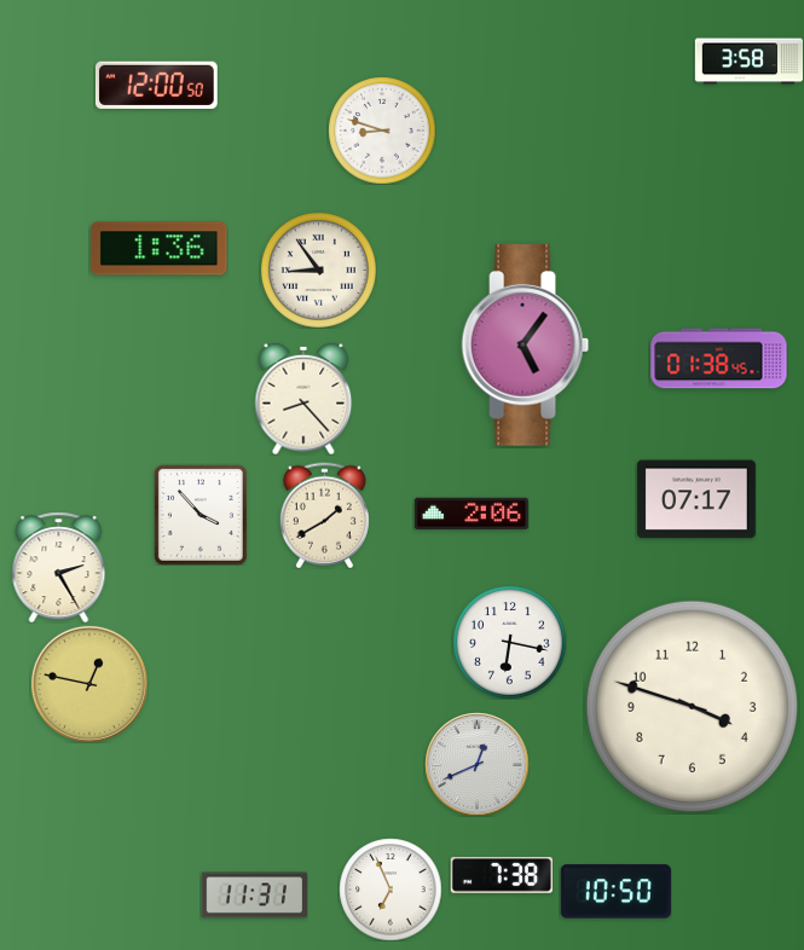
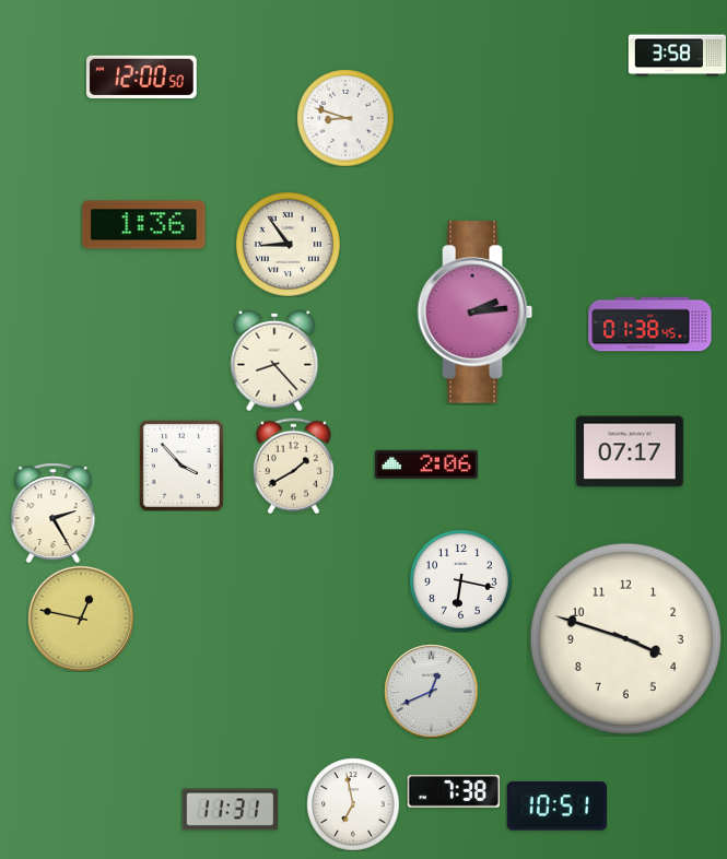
clock at (526, 346): 5:06 -> 2:14
clock at (391, 890): 6:56 -> 6:58
clock at (615, 892): 10:50 -> 10:51
